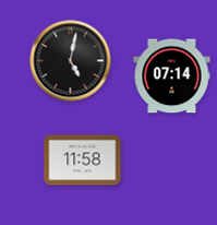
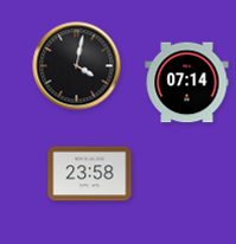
clock at (71, 61): 5:02 -> 4:02
clock at (83, 161): 11:58 -> 23:58
